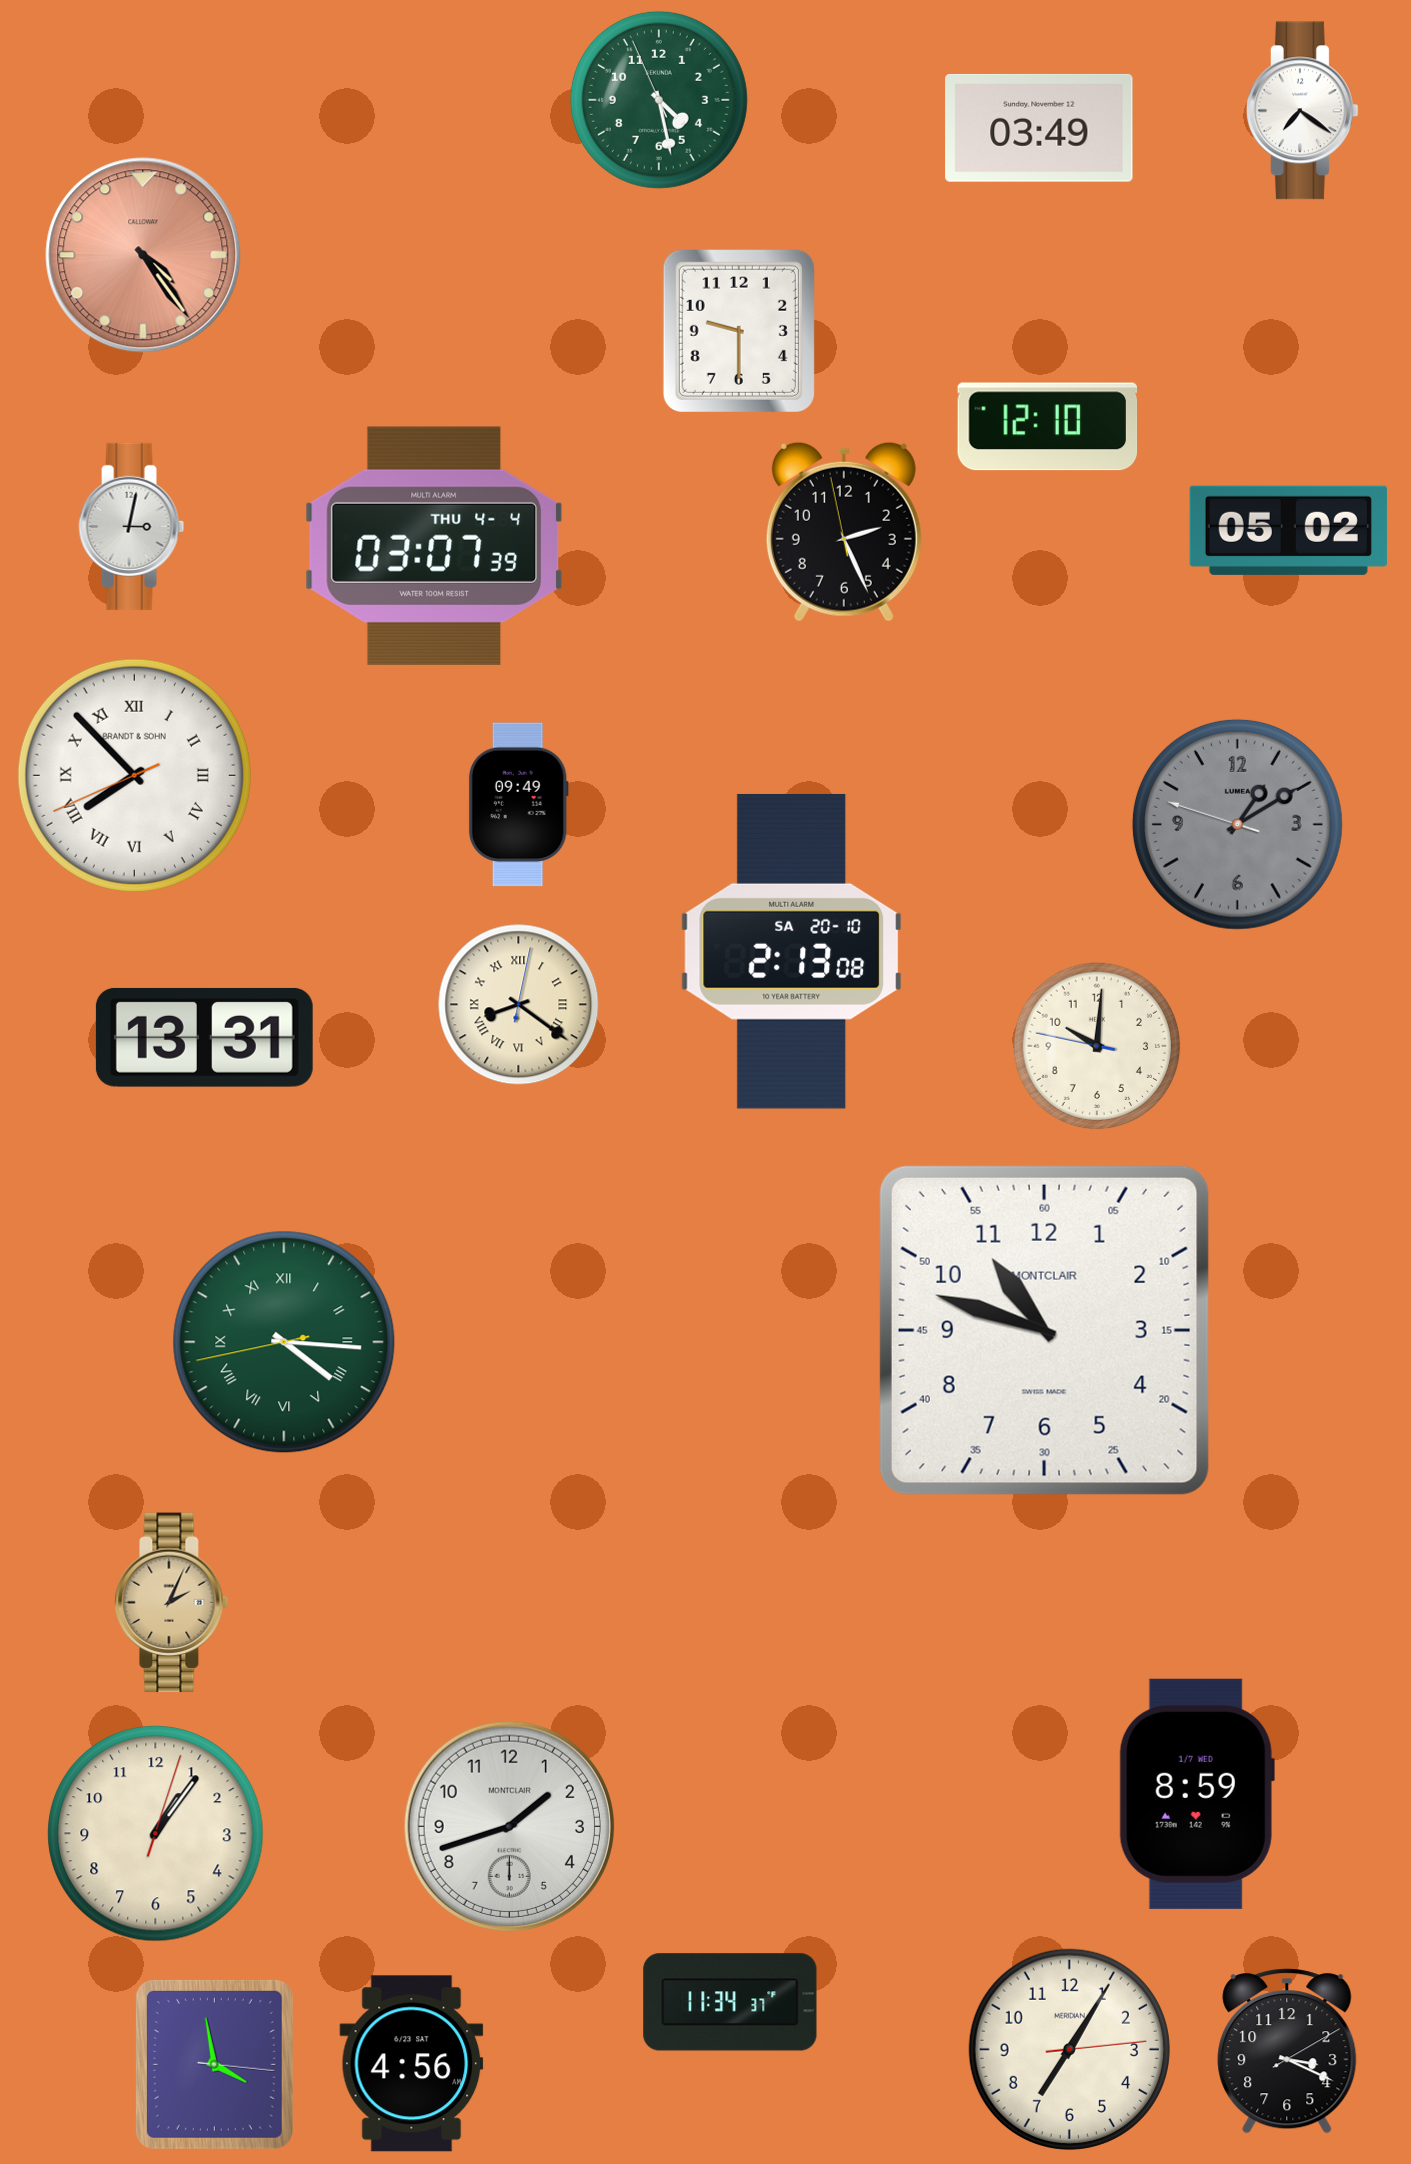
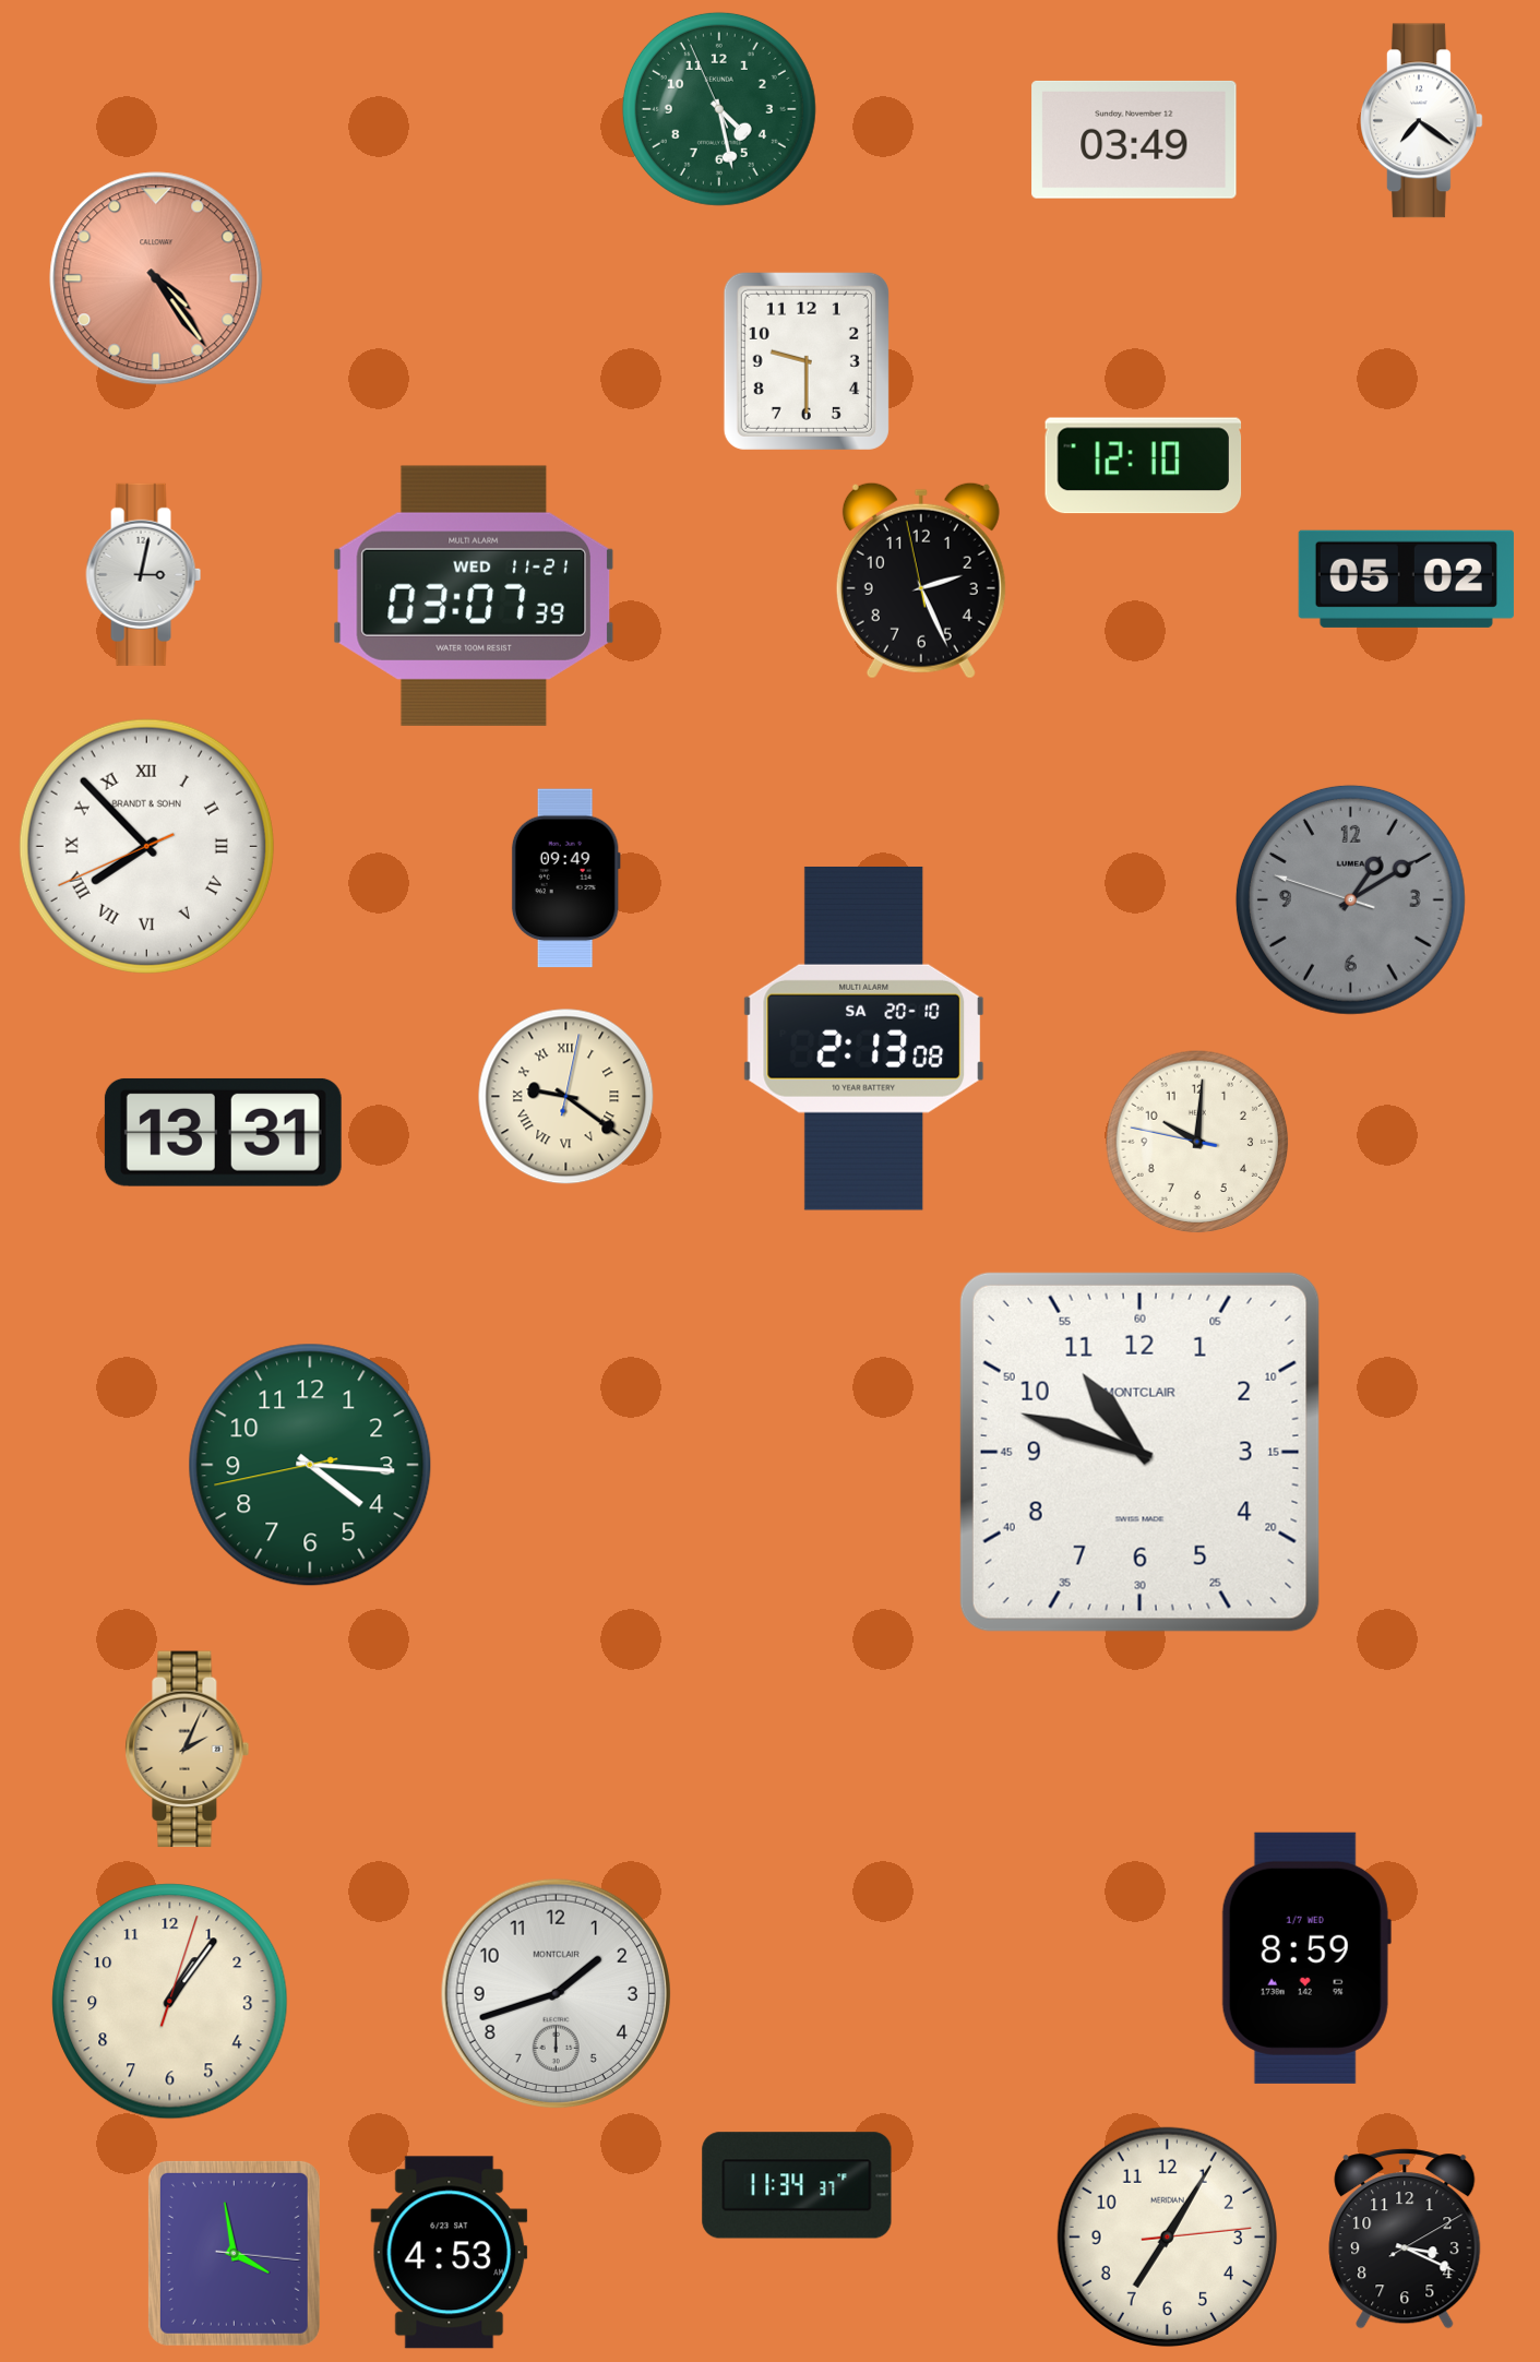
clock at (434, 546) date: THU 4-4 -> WED 11-21
clock at (519, 1005): 8:21 -> 9:21
clock at (284, 1342) numerals: Roman -> Arabic
clock at (412, 2064): 4:56 -> 4:53
